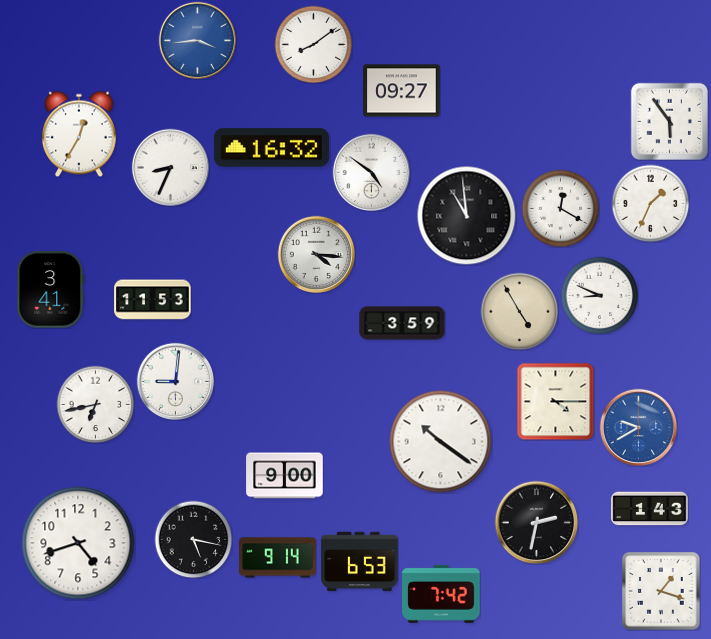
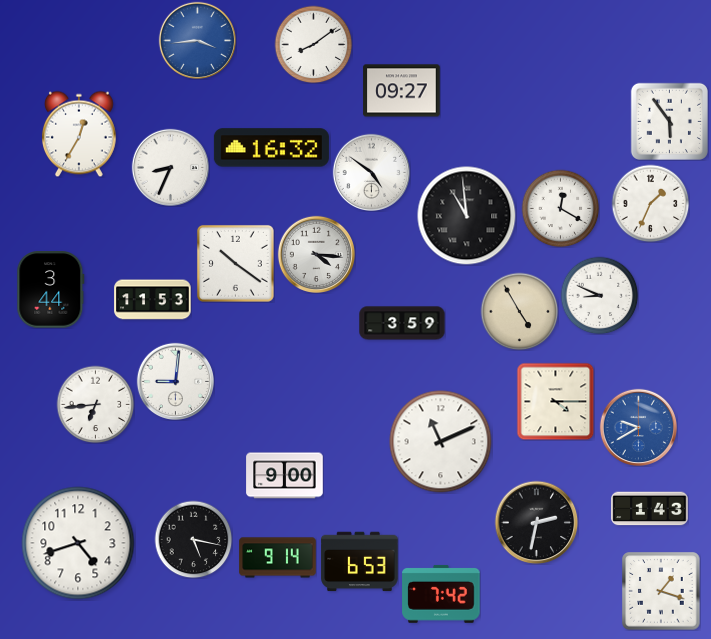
clock at (235, 263): none -> 10:21
clock at (51, 290): 3:41 -> 3:44
clock at (95, 404): 6:43 -> 6:44
clock at (441, 442): 10:21 -> 11:11
